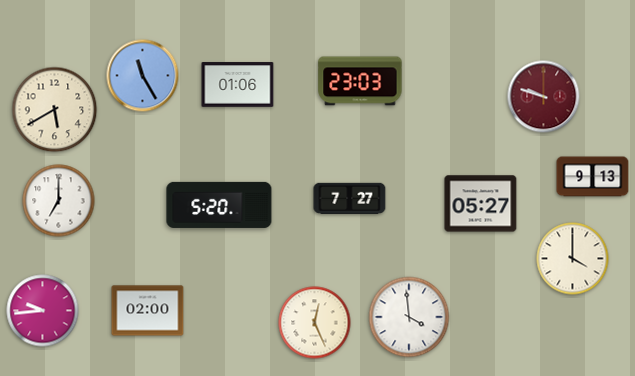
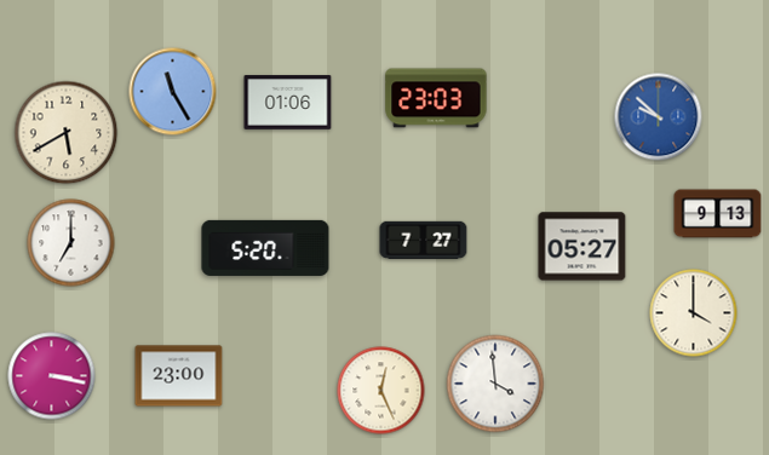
clock at (544, 97): 9:48 -> 9:52
clock at (544, 97) dial: burgundy -> blue
clock at (43, 311): 9:44 -> 3:17
clock at (148, 311): 02:00 -> 23:00
